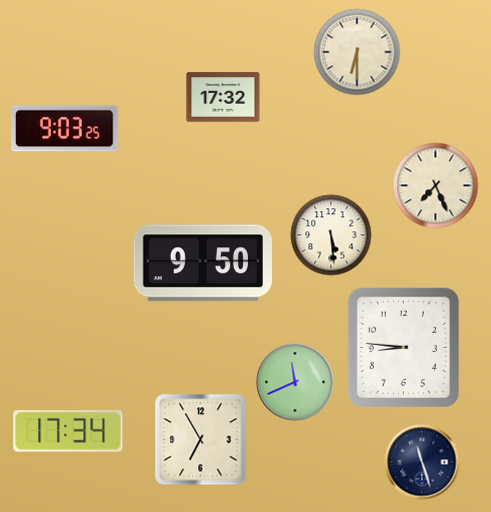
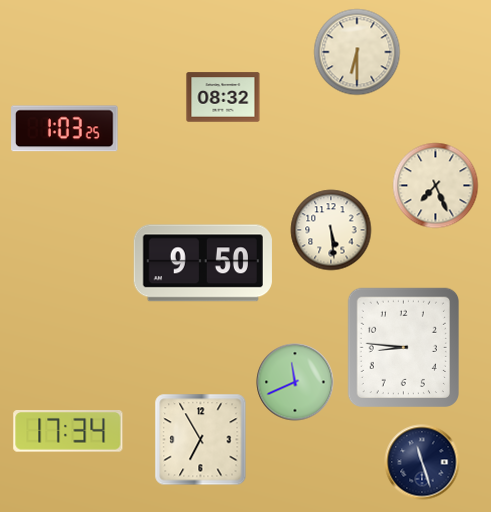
clock at (223, 97): 17:32 -> 08:32
clock at (65, 129): 9:03 -> 1:03
clock at (331, 235) position: (331, 235) -> (331, 230)
